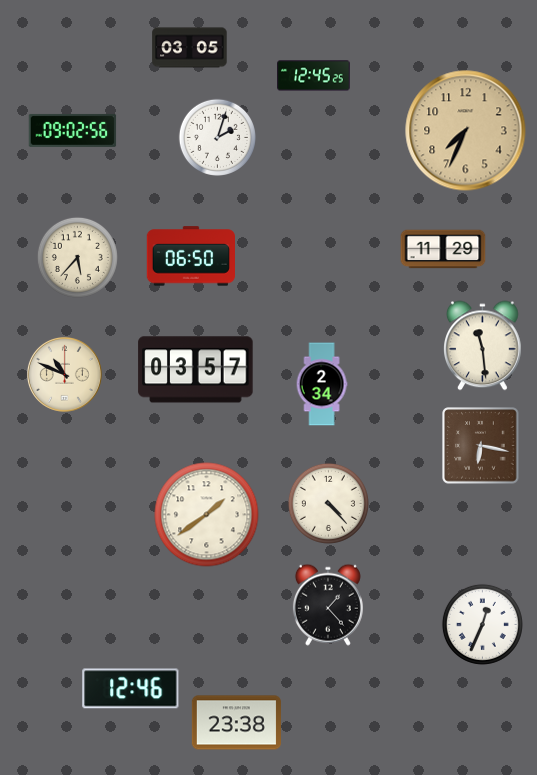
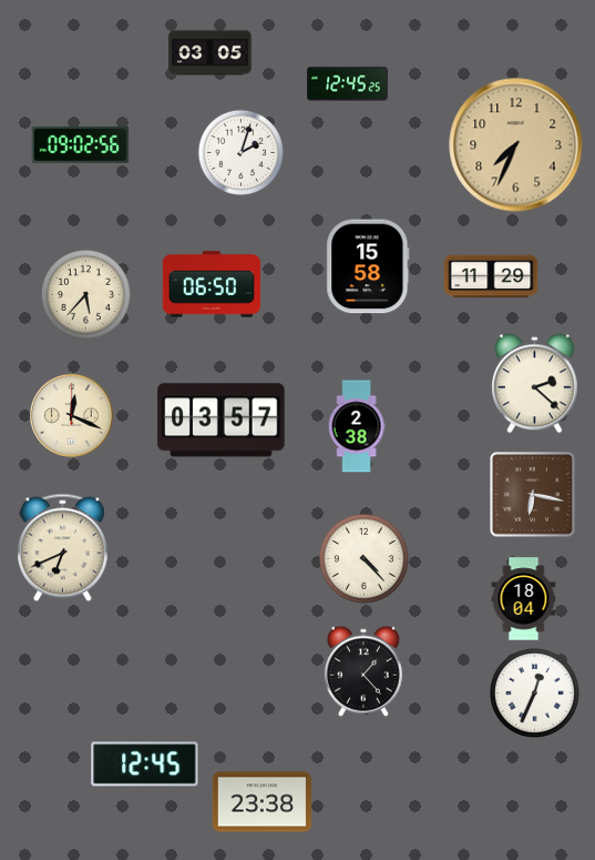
clock at (368, 266): none -> 15:58
clock at (77, 257) position: (77, 257) -> (85, 294)
clock at (483, 346): 11:29 -> 2:22
clock at (196, 370) position: (196, 370) -> (222, 421)
clock at (64, 374): 10:49 -> 12:19
clock at (322, 384): 2:34 -> 2:38
clock at (62, 548): none -> 6:41
clock at (207, 515): 1:39 -> none
clock at (524, 599): none -> 18:04
clock at (131, 689): 12:46 -> 12:45
